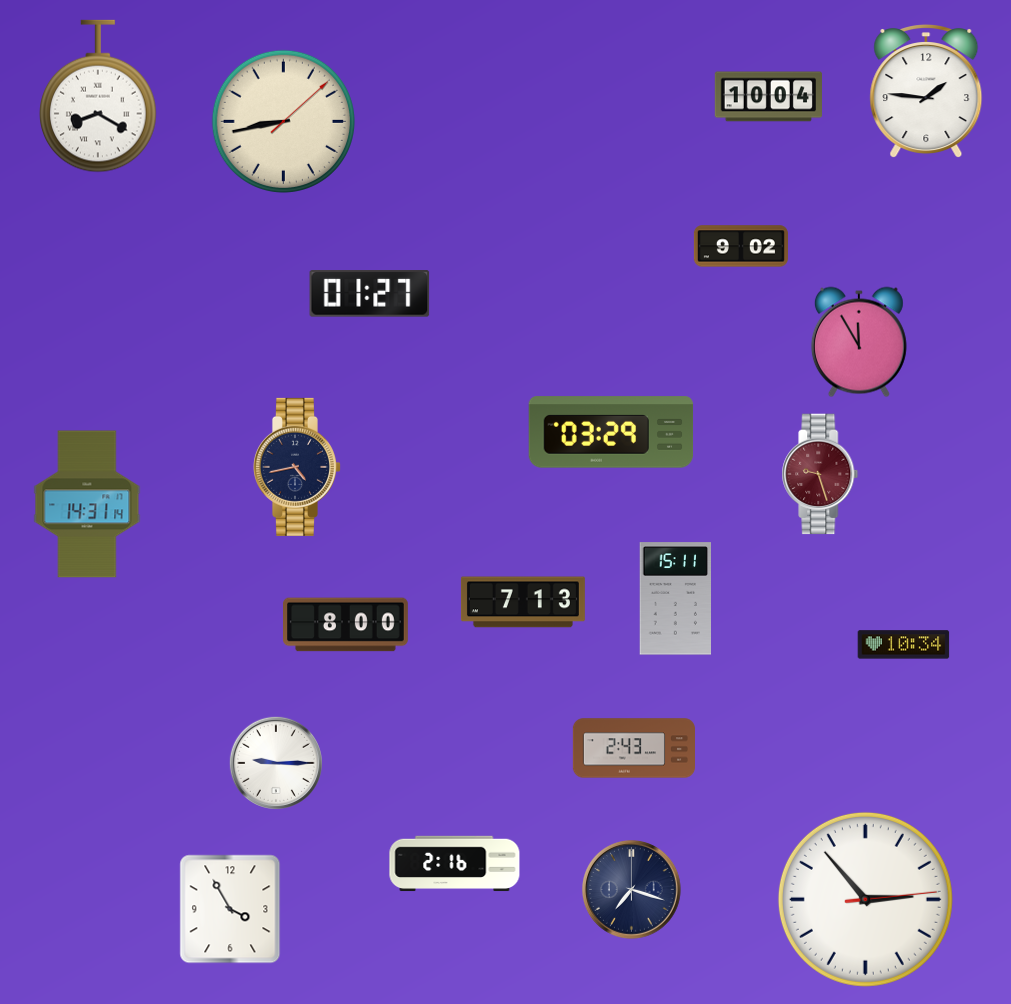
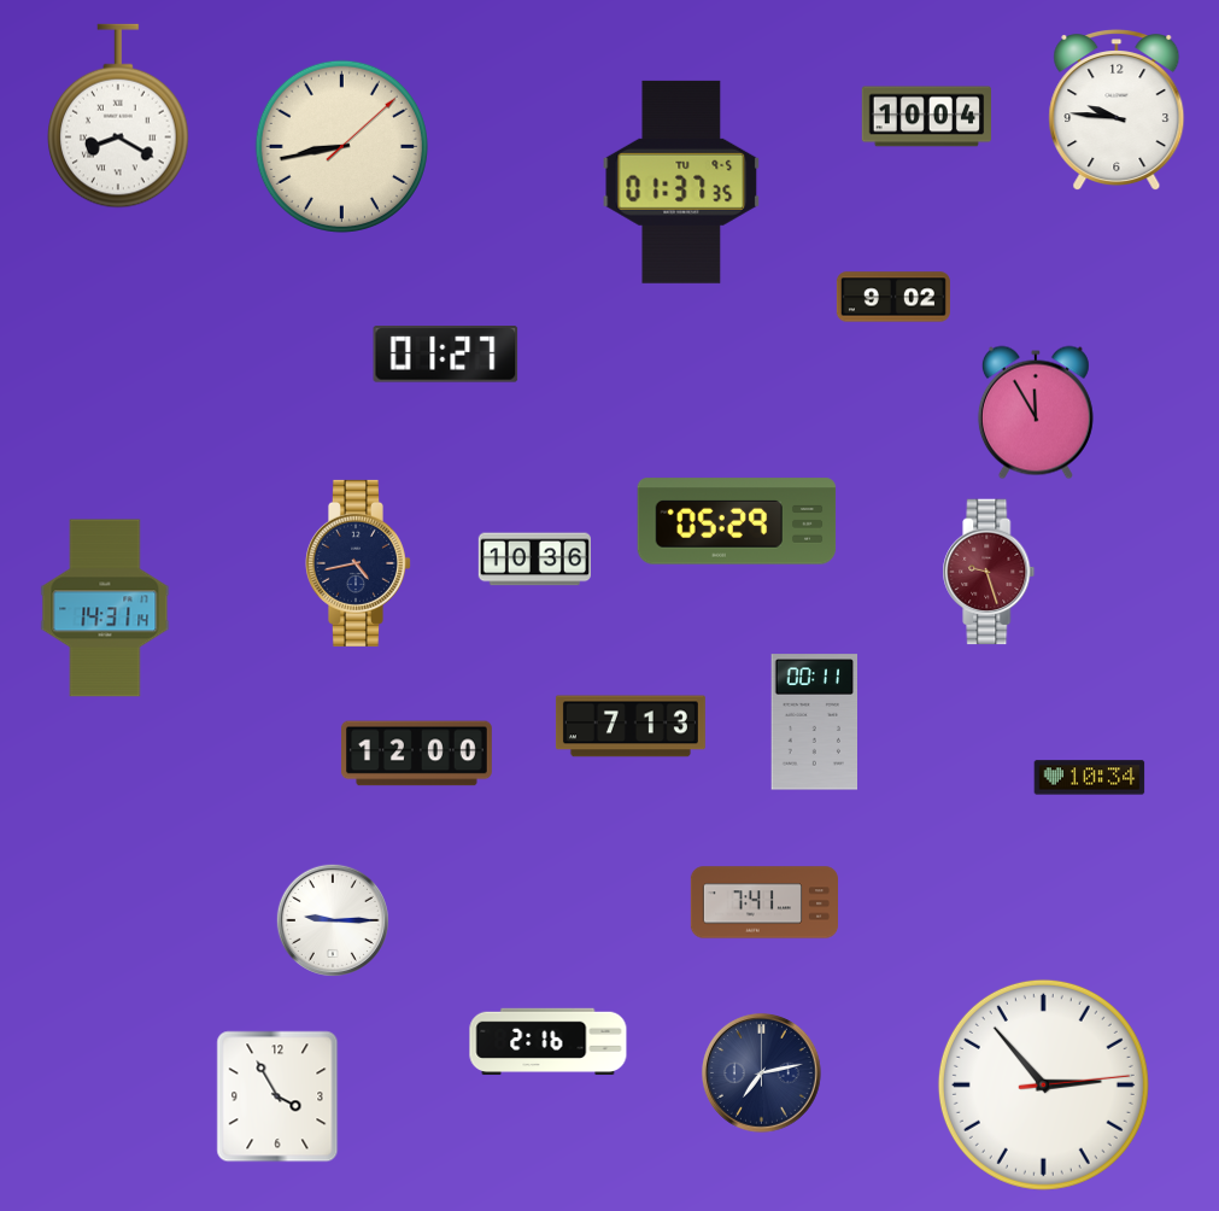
clock at (926, 92): 1:46 -> 9:46
clock at (681, 182): none -> 01:37
clock at (611, 432): 03:29 -> 05:29
clock at (534, 560): none -> 10:36
clock at (675, 599): 15:11 -> 00:11
clock at (346, 625): 8:00 -> 12:00
clock at (633, 748): 2:43 -> 7:41
clock at (632, 890): 7:18 -> 7:13
